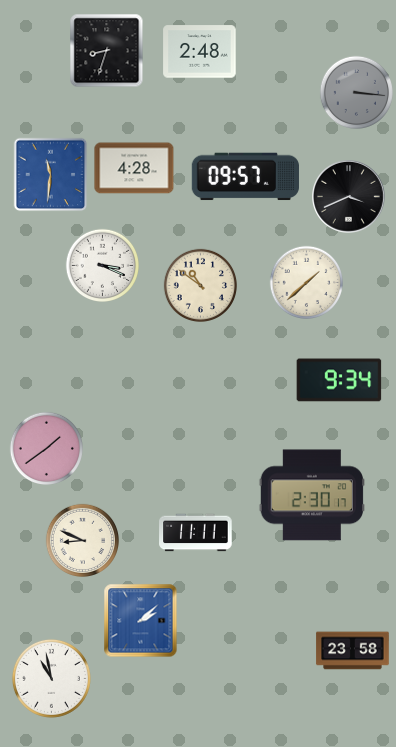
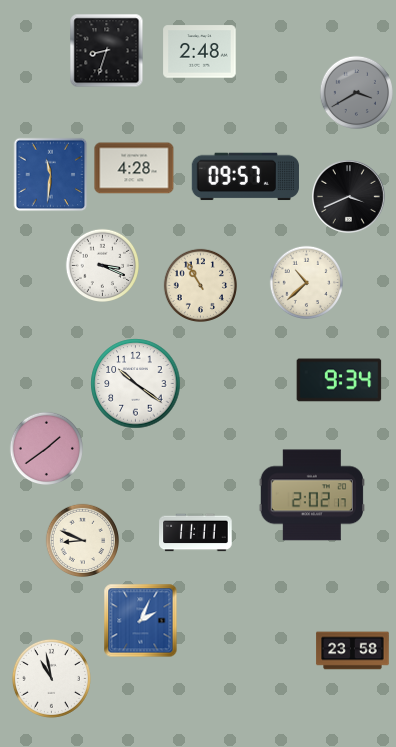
clock at (357, 93): 3:16 -> 3:40
clock at (307, 283): 1:38 -> 10:38
clock at (201, 286): 10:51 -> 10:55
clock at (136, 384): none -> 10:21
clock at (311, 495): 2:30 -> 2:02
clock at (141, 621): 2:08 -> 2:04
